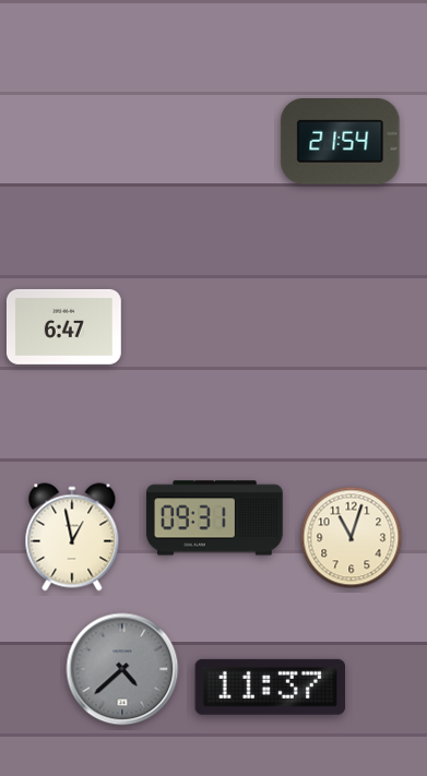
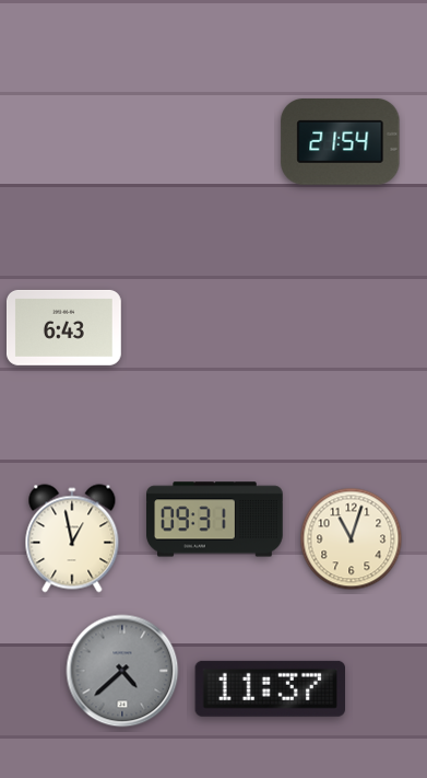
clock at (63, 326): 6:47 -> 6:43
